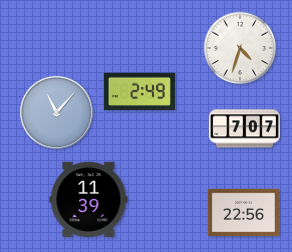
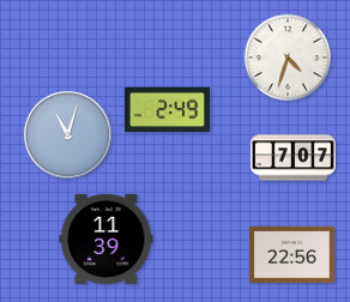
clock at (56, 112): 11:07 -> 11:03
clock at (244, 129) position: (244, 129) -> (292, 158)
